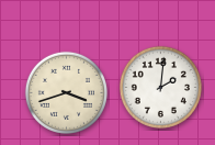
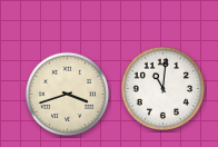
clock at (160, 87): 2:01 -> 11:01
